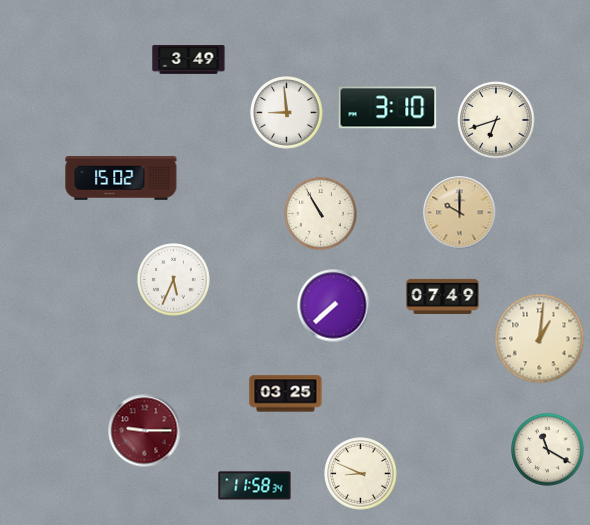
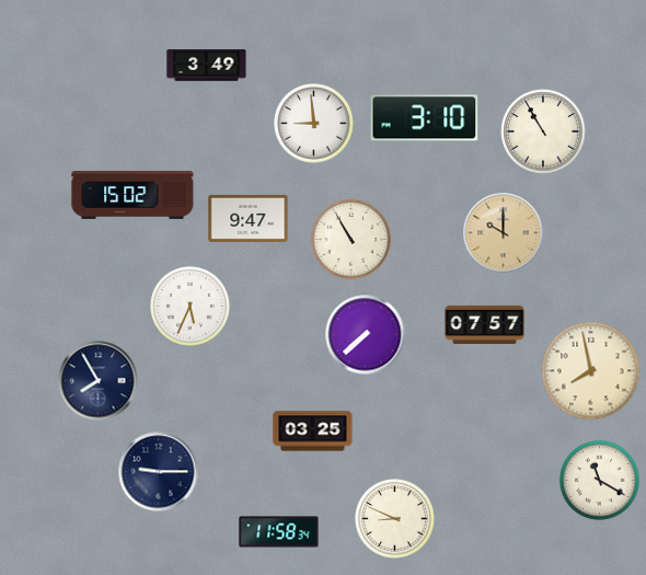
clock at (496, 120): 6:42 -> 10:55
clock at (249, 218): none -> 9:47
clock at (321, 214) position: (321, 214) -> (351, 240)
clock at (443, 296): 07:49 -> 07:57
clock at (540, 339): 1:01 -> 7:58
clock at (99, 381): none -> 7:55
clock at (145, 431) dial: burgundy -> navy
clock at (548, 450) position: (548, 450) -> (600, 481)
